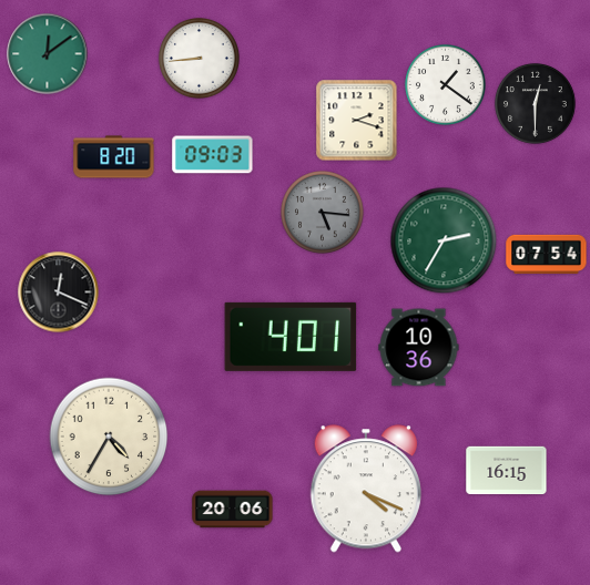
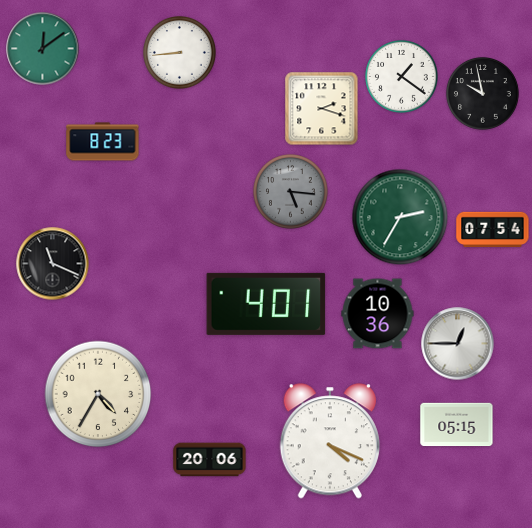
clock at (536, 104): 12:30 -> 9:58
clock at (213, 155): 09:03 -> none
clock at (114, 157): 8:20 -> 8:23
clock at (59, 292): 12:19 -> 11:19
clock at (291, 337) position: (291, 337) -> (266, 304)
clock at (458, 344): none -> 12:45
clock at (507, 471): 16:15 -> 05:15
